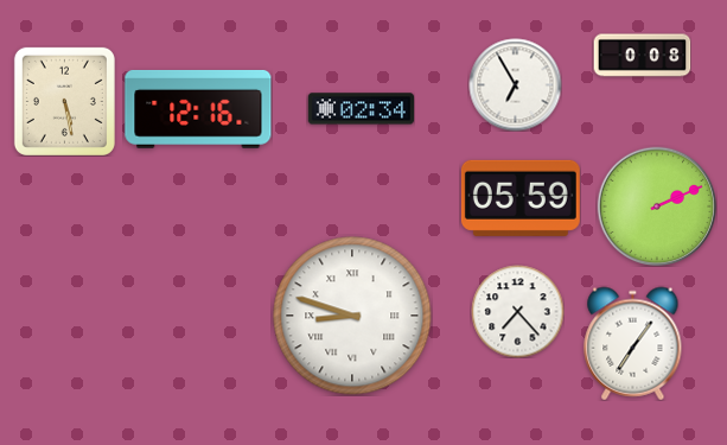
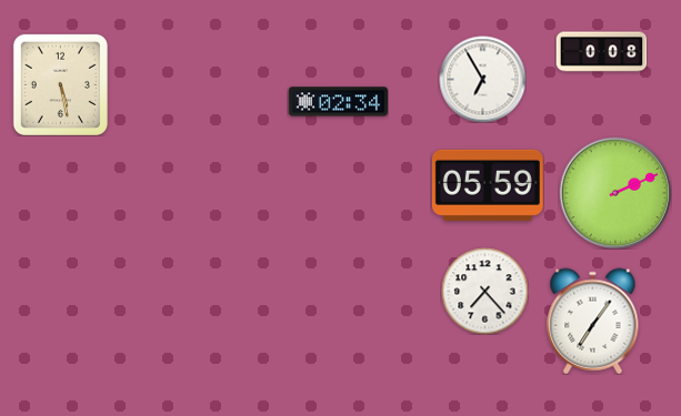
clock at (64, 101) position: (64, 101) -> (60, 84)
clock at (198, 109): 12:16 -> none
clock at (352, 316): 8:48 -> none
